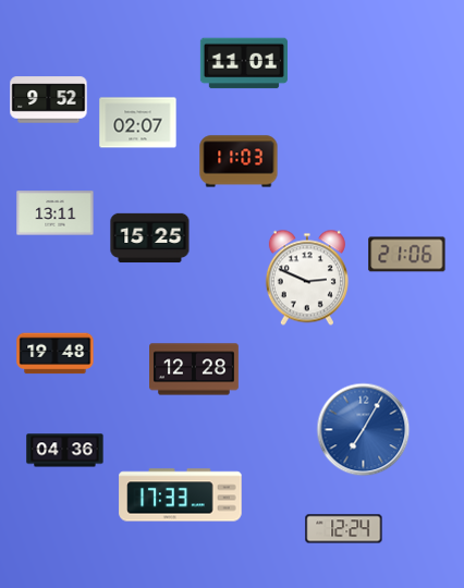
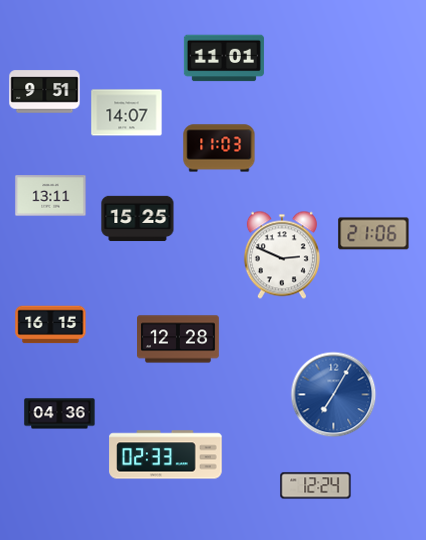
clock at (49, 100): 9:52 -> 9:51
clock at (138, 123): 02:07 -> 14:07
clock at (56, 354): 19:48 -> 16:15
clock at (181, 495): 17:33 -> 02:33
